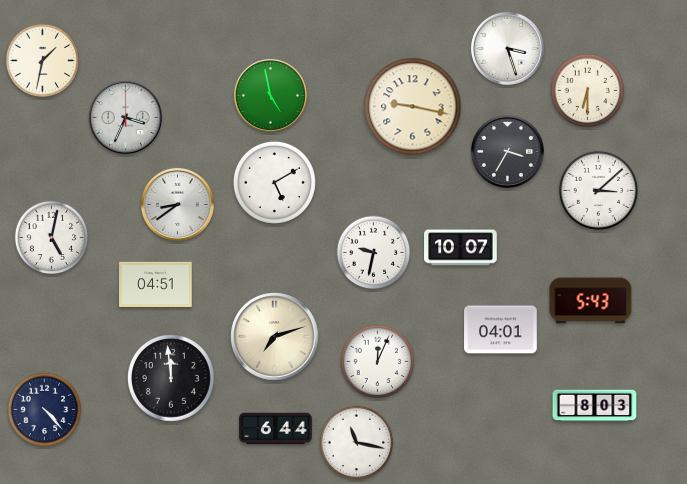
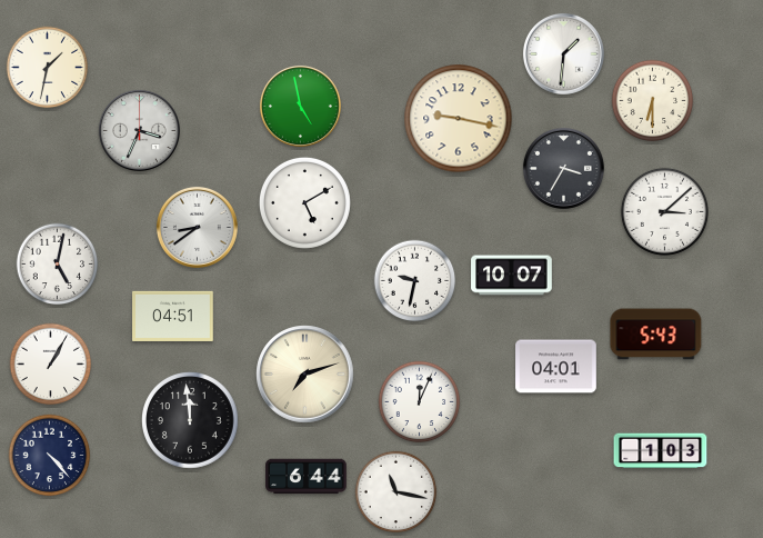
clock at (507, 48): 3:27 -> 1:31
clock at (51, 365): none -> 1:05
clock at (595, 406): 8:03 -> 1:03
